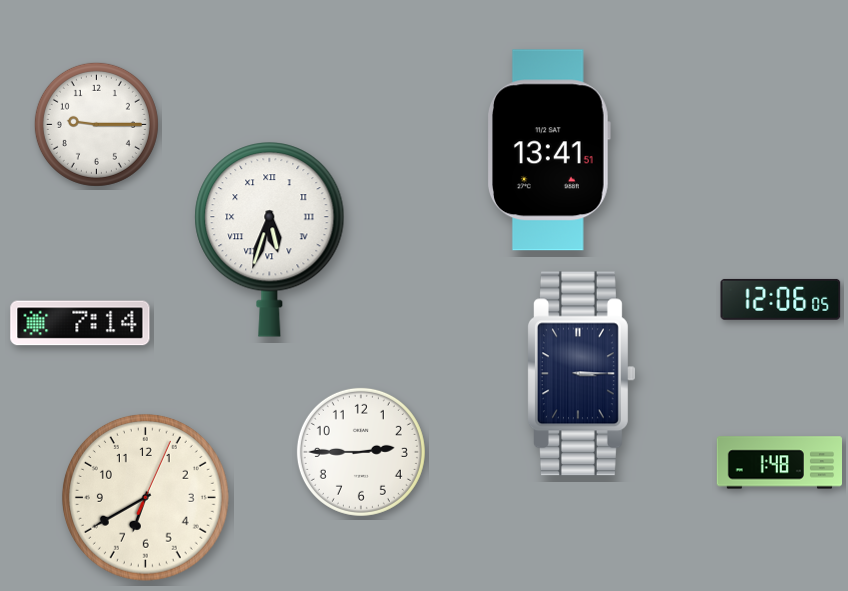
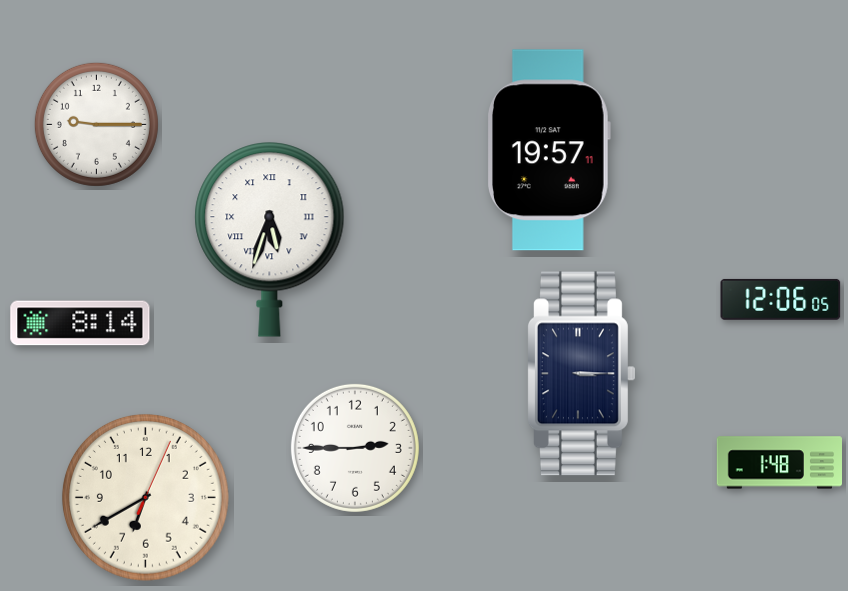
clock at (549, 150): 13:41 -> 19:57
clock at (80, 323): 7:14 -> 8:14
clock at (361, 452) position: (361, 452) -> (355, 448)
